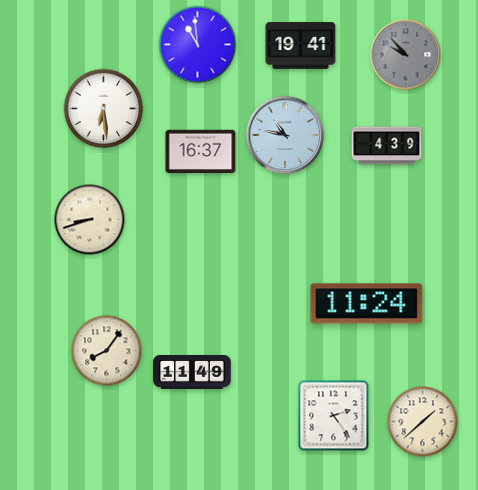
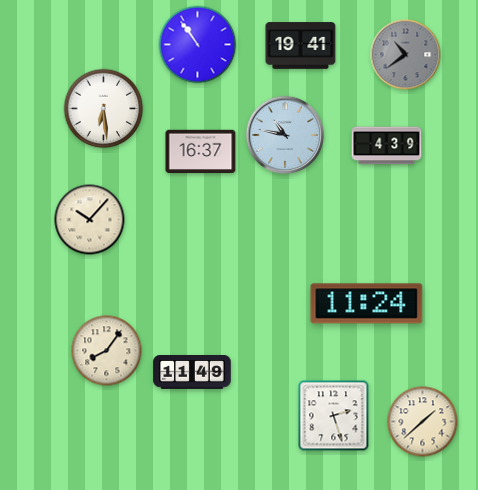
clock at (198, 45): 10:59 -> 10:54
clock at (406, 55): 9:53 -> 10:39
clock at (90, 220): 8:42 -> 10:07
clock at (334, 416): 2:24 -> 2:27
